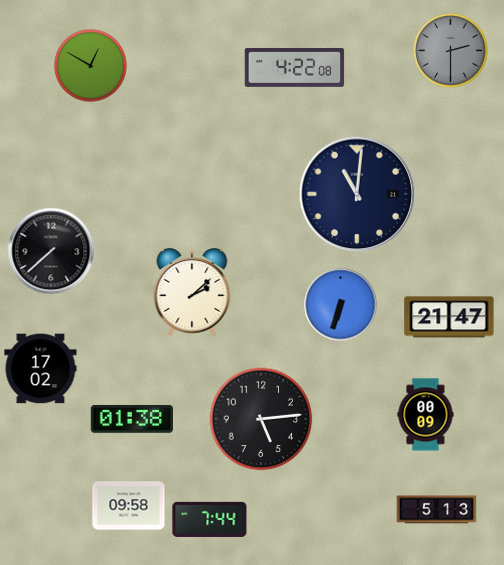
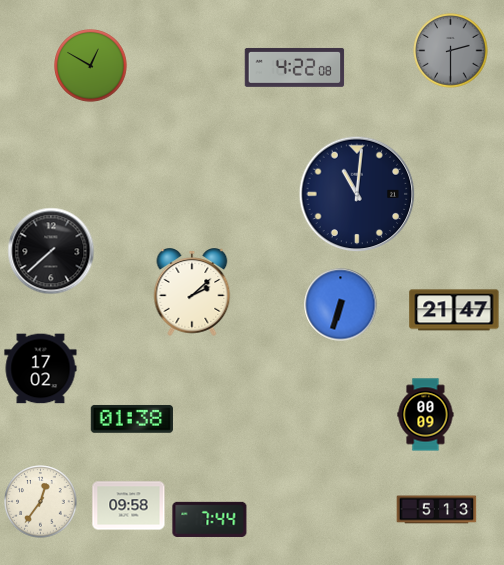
clock at (449, 317) position: (449, 317) -> (454, 310)
clock at (261, 419): 5:14 -> none
clock at (41, 502): none -> 12:36
